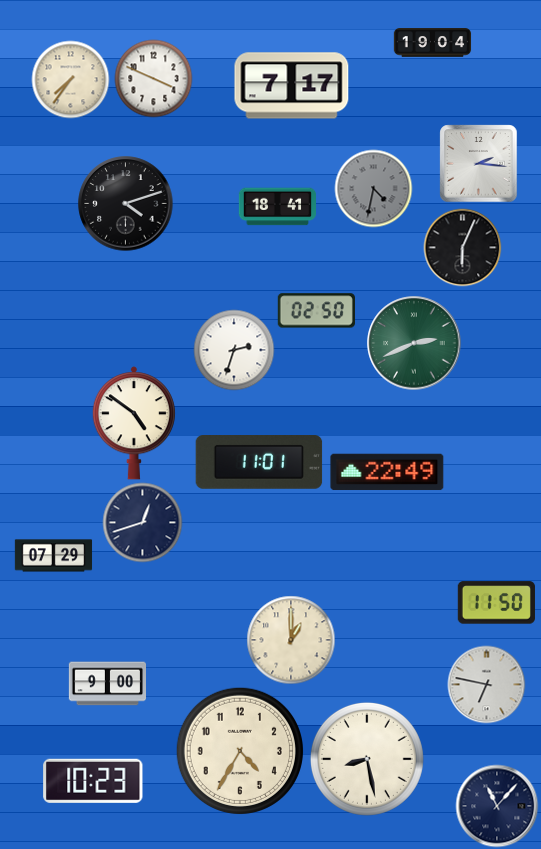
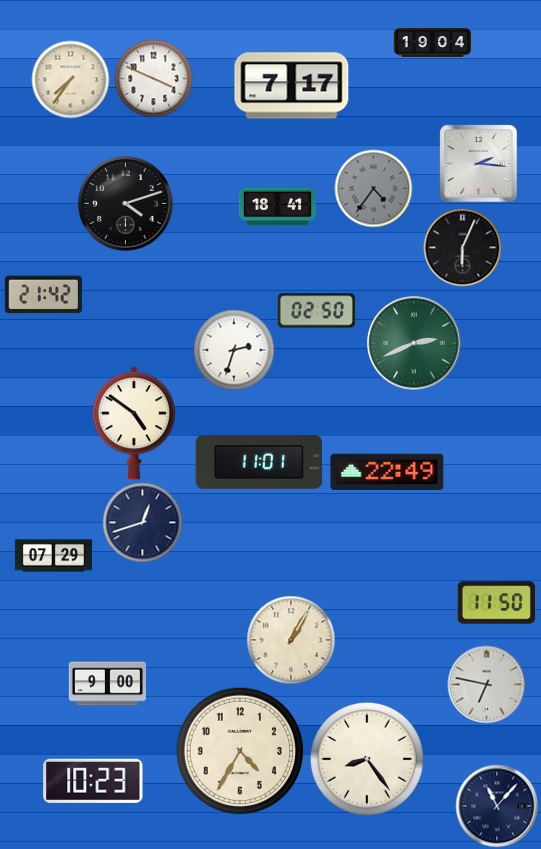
clock at (373, 188): 4:32 -> 4:36
clock at (43, 295): none -> 21:42
clock at (291, 640): 1:00 -> 1:05
clock at (367, 759): 8:28 -> 8:24
